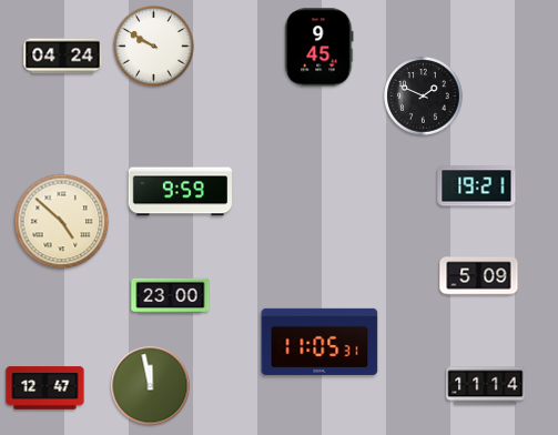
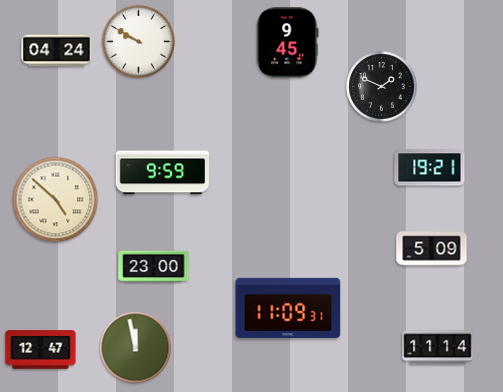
clock at (319, 342): 11:05 -> 11:09
